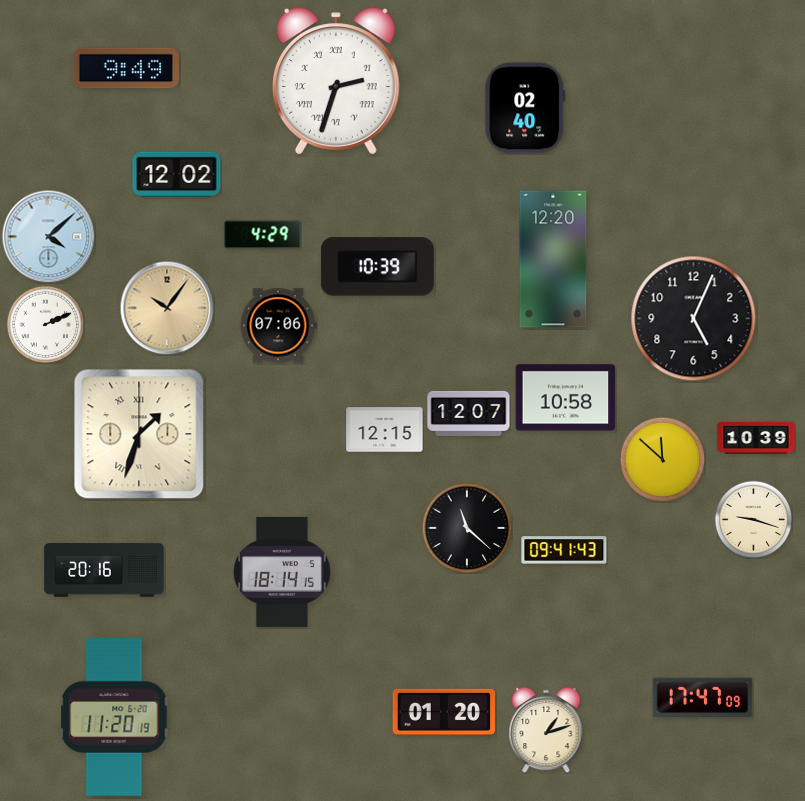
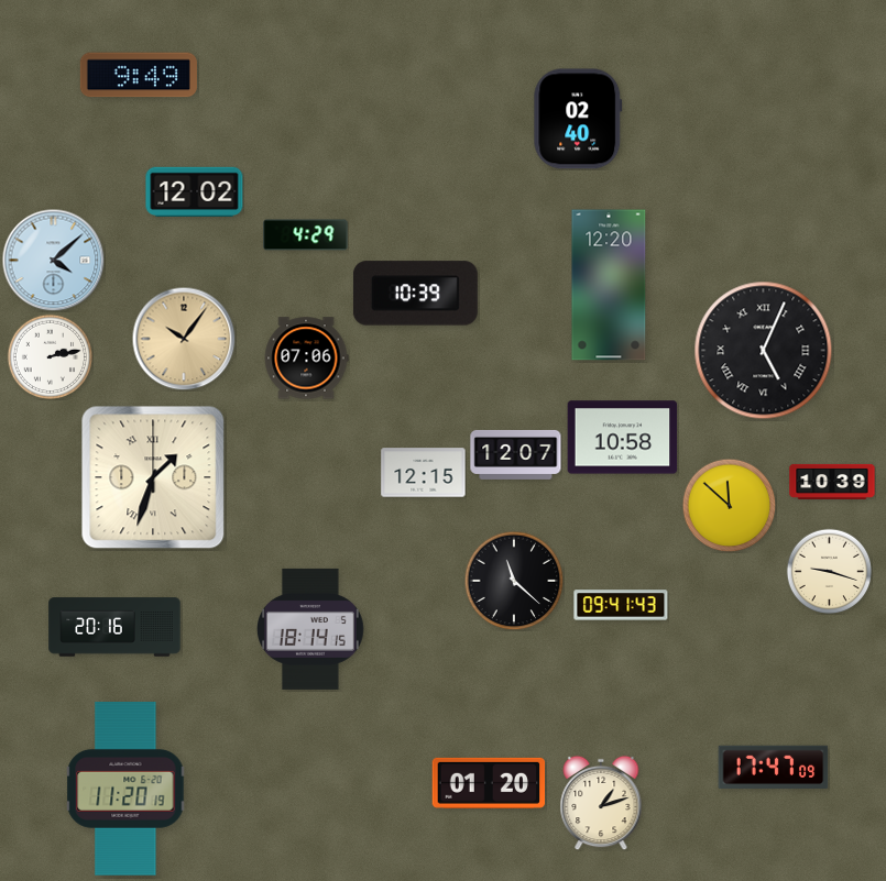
clock at (336, 81): 2:33 -> none
clock at (263, 235) position: (263, 235) -> (306, 235)
clock at (694, 319) numerals: Arabic -> Roman
clock at (45, 324): 2:11 -> 2:13
